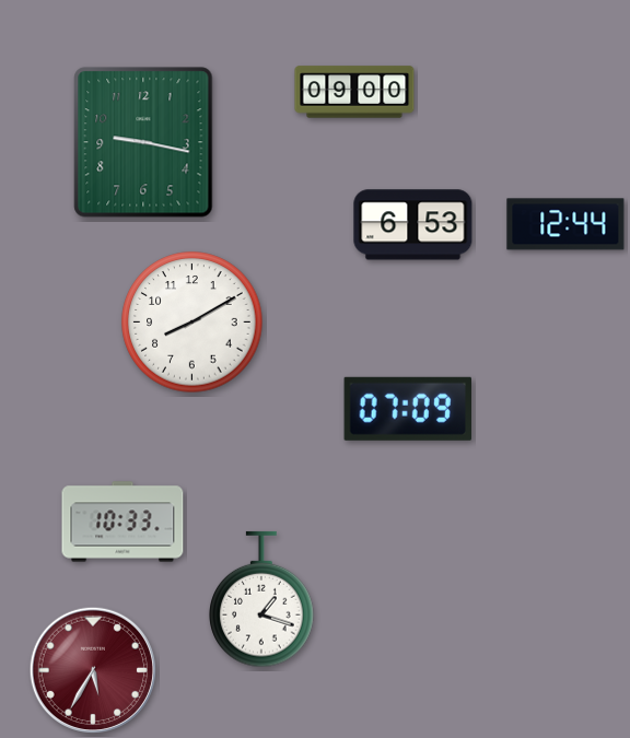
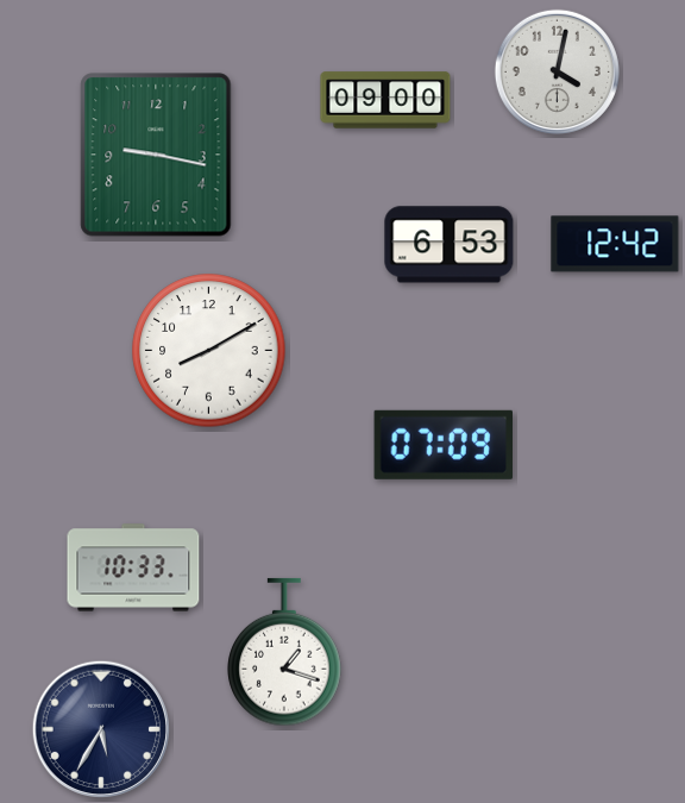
clock at (557, 71): none -> 4:02
clock at (565, 224): 12:44 -> 12:42
clock at (92, 669) dial: burgundy -> navy
